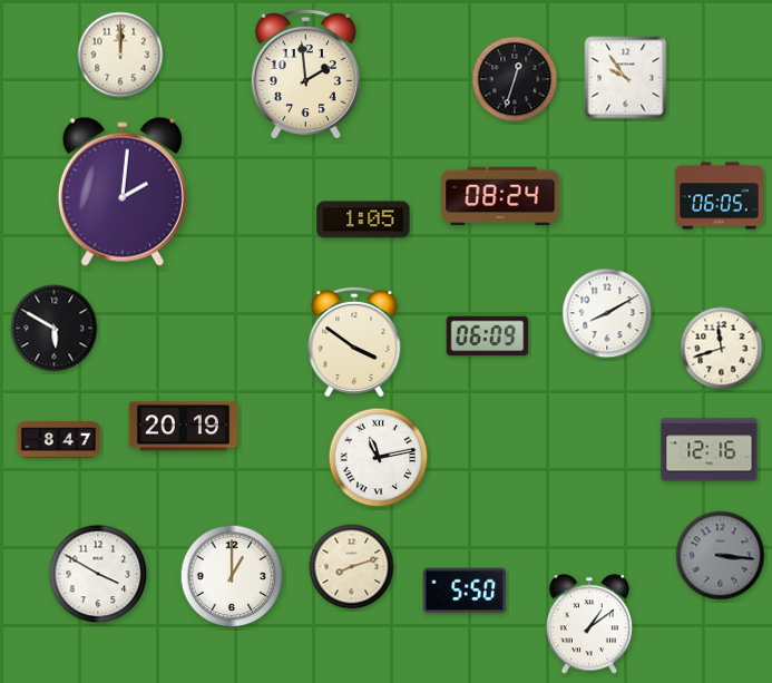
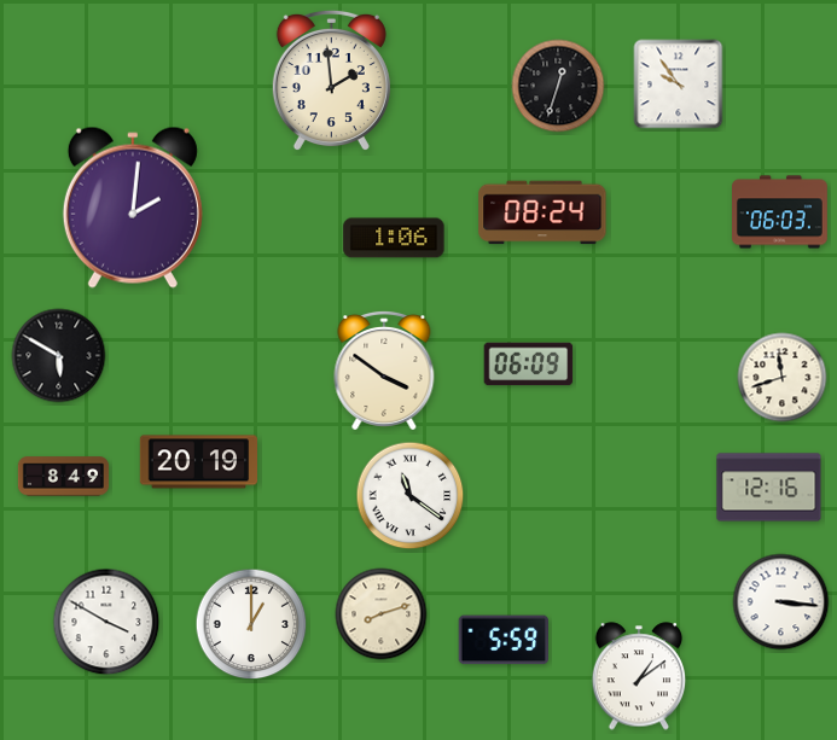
clock at (120, 55): 12:00 -> none
clock at (720, 196): 06:05 -> 06:03
clock at (363, 219): 1:05 -> 1:06
clock at (607, 313): 8:10 -> none
clock at (59, 440): 8:47 -> 8:49
clock at (379, 458): 11:13 -> 11:21
clock at (721, 556) dial: grey -> white
clock at (463, 591): 5:50 -> 5:59
